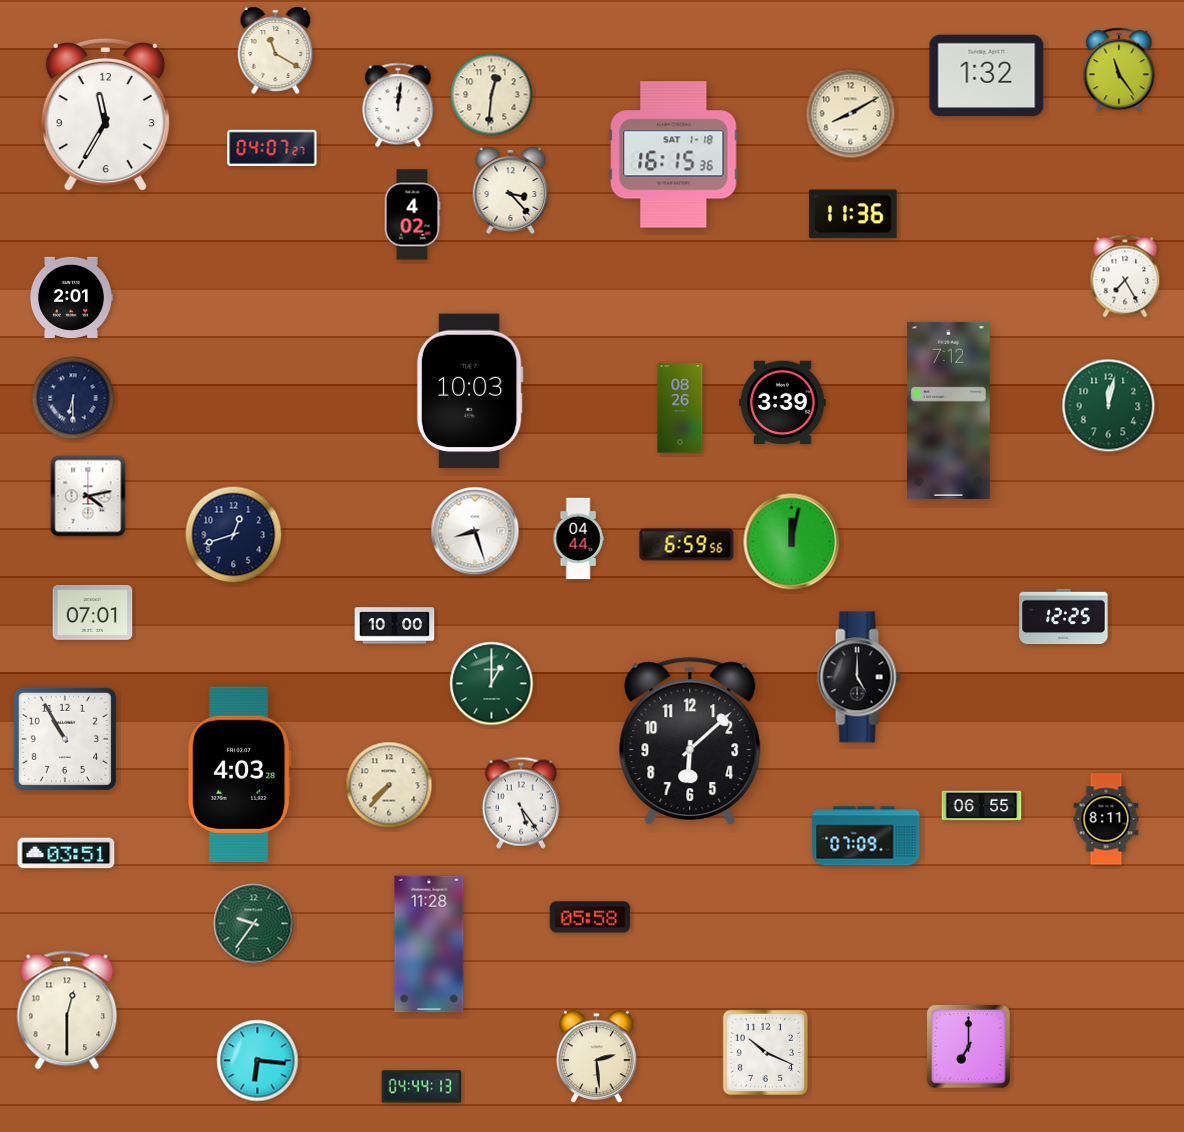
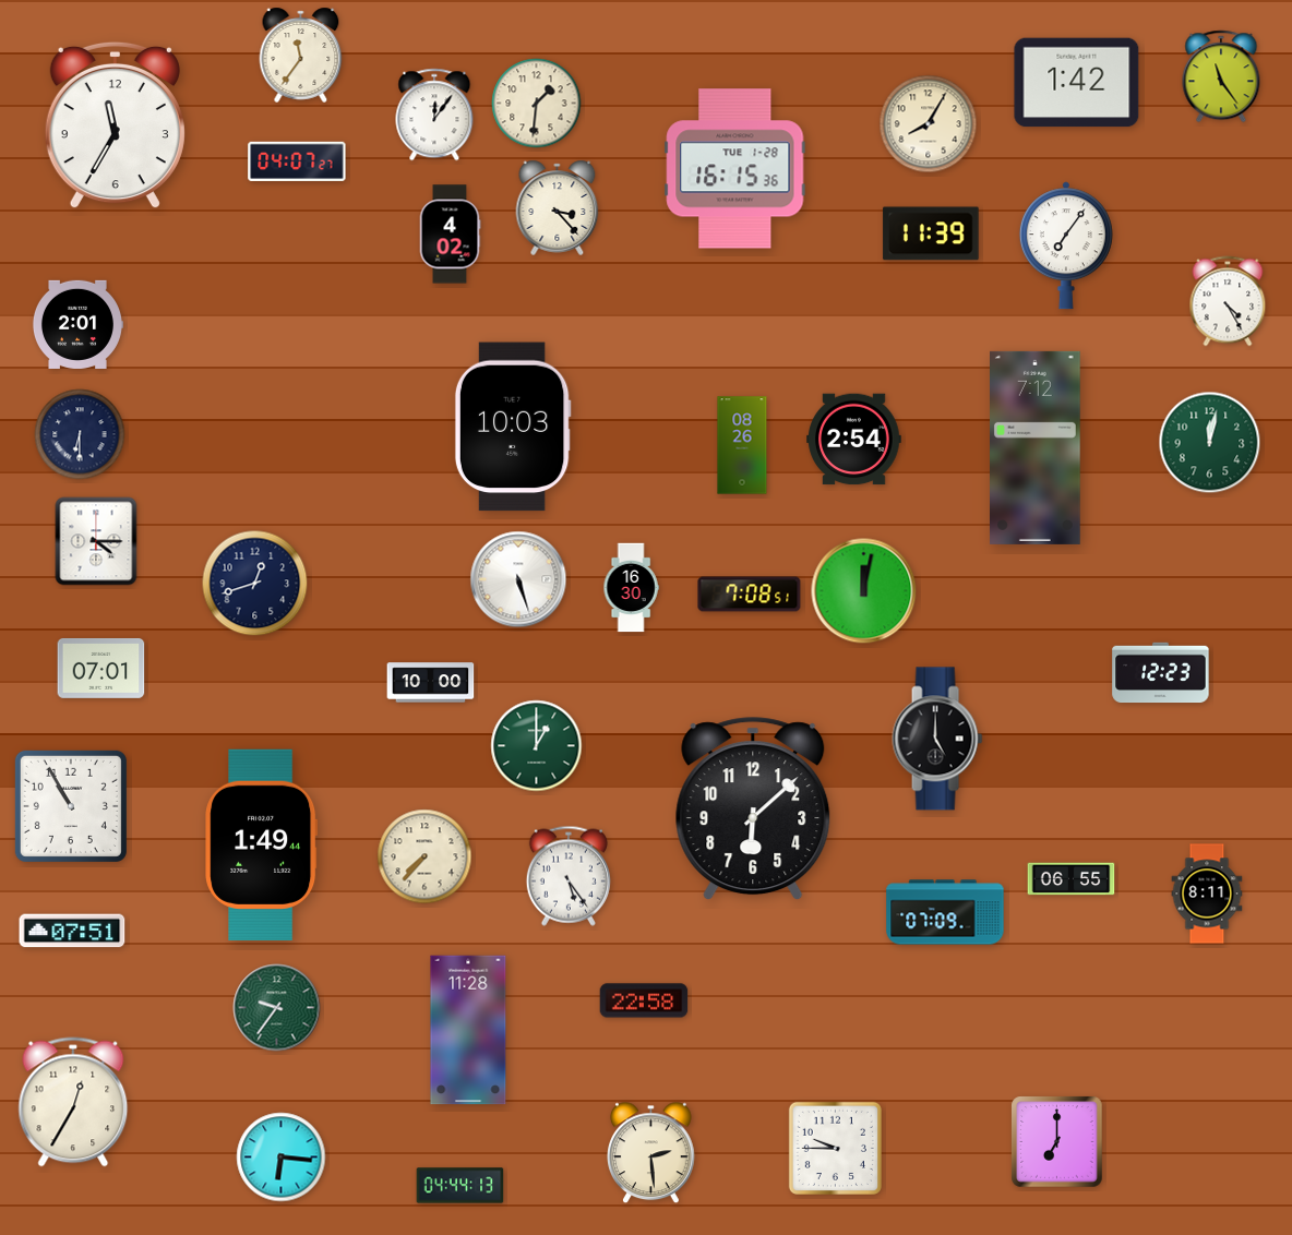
clock at (276, 50): 11:20 -> 11:36
clock at (987, 76): 1:32 -> 1:42
clock at (492, 95): 12:31 -> 1:31
clock at (398, 105): 12:01 -> 12:06
clock at (851, 114): 8:10 -> 8:05
clock at (674, 155) date: SAT 1-18 -> TUE 1-28
clock at (853, 214): 11:36 -> 11:39
clock at (1066, 245): none -> 7:06
clock at (1125, 276): 7:25 -> 4:25
clock at (783, 403): 3:39 -> 2:54
clock at (88, 496): 4:13 -> 4:15
clock at (475, 531): 8:27 -> 5:27
clock at (578, 539): 04:44 -> 16:30
clock at (687, 545): 6:59 -> 7:08
clock at (1064, 617): 12:25 -> 12:23
clock at (240, 774): 4:03 -> 1:49
clock at (66, 853): 03:51 -> 07:51
clock at (590, 917): 05:58 -> 22:58
clock at (67, 1010): 12:30 -> 12:35
clock at (765, 1052): 10:19 -> 9:45
